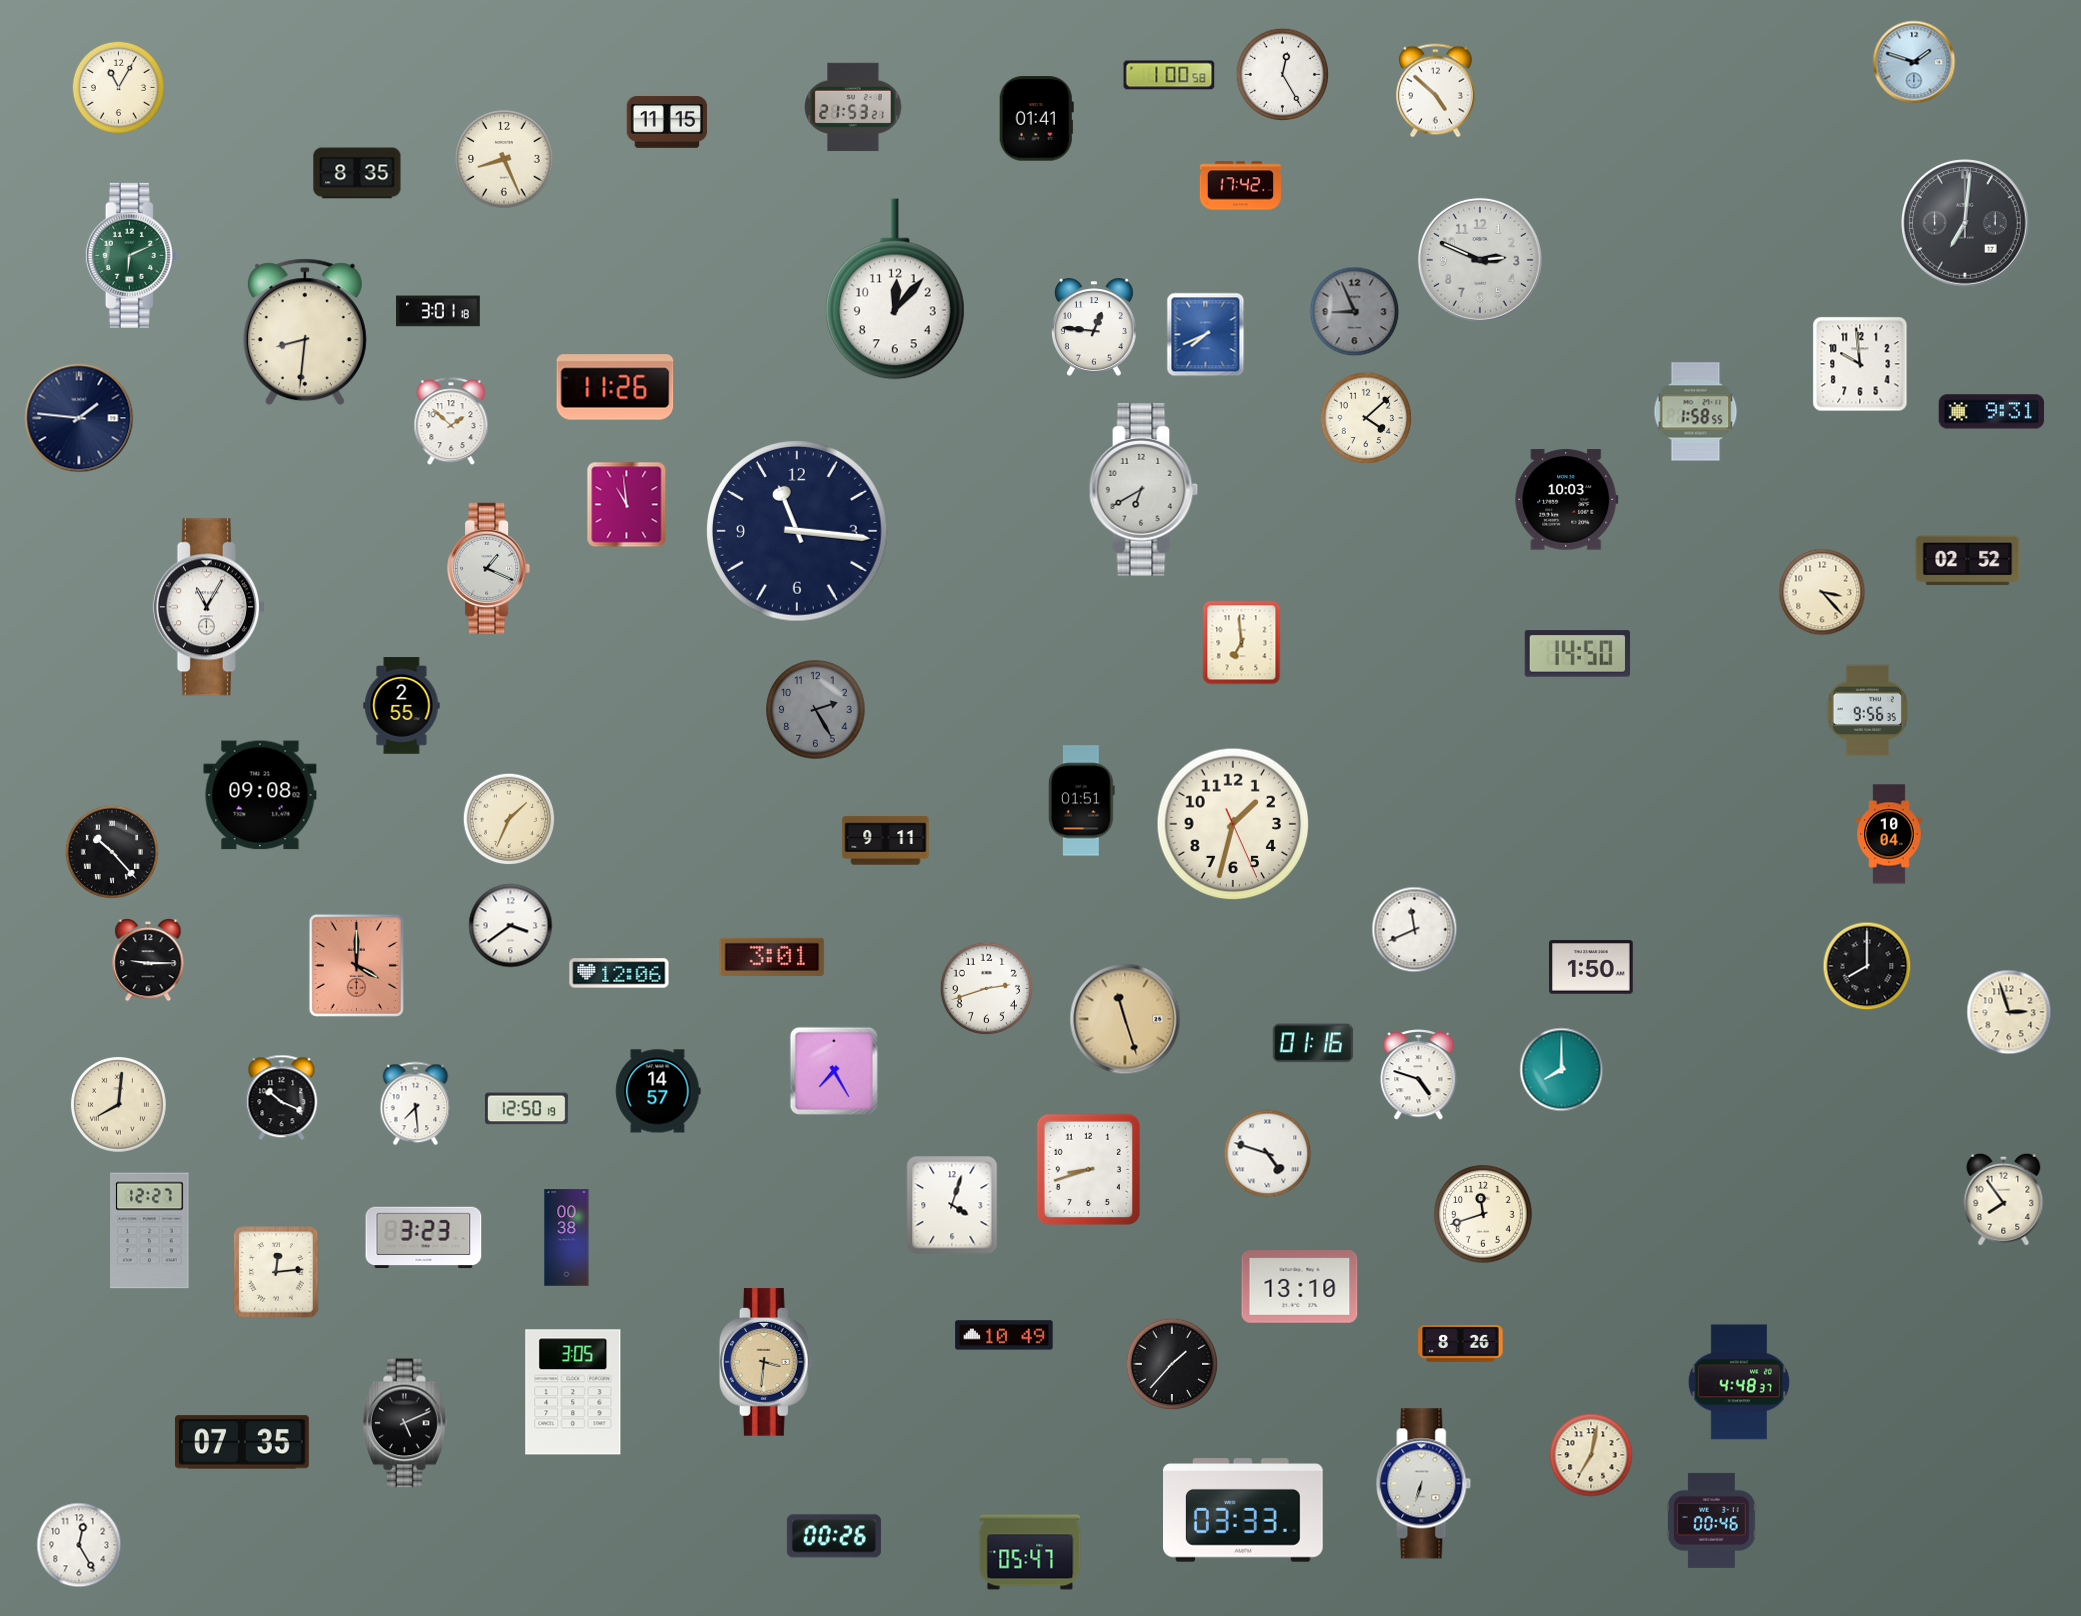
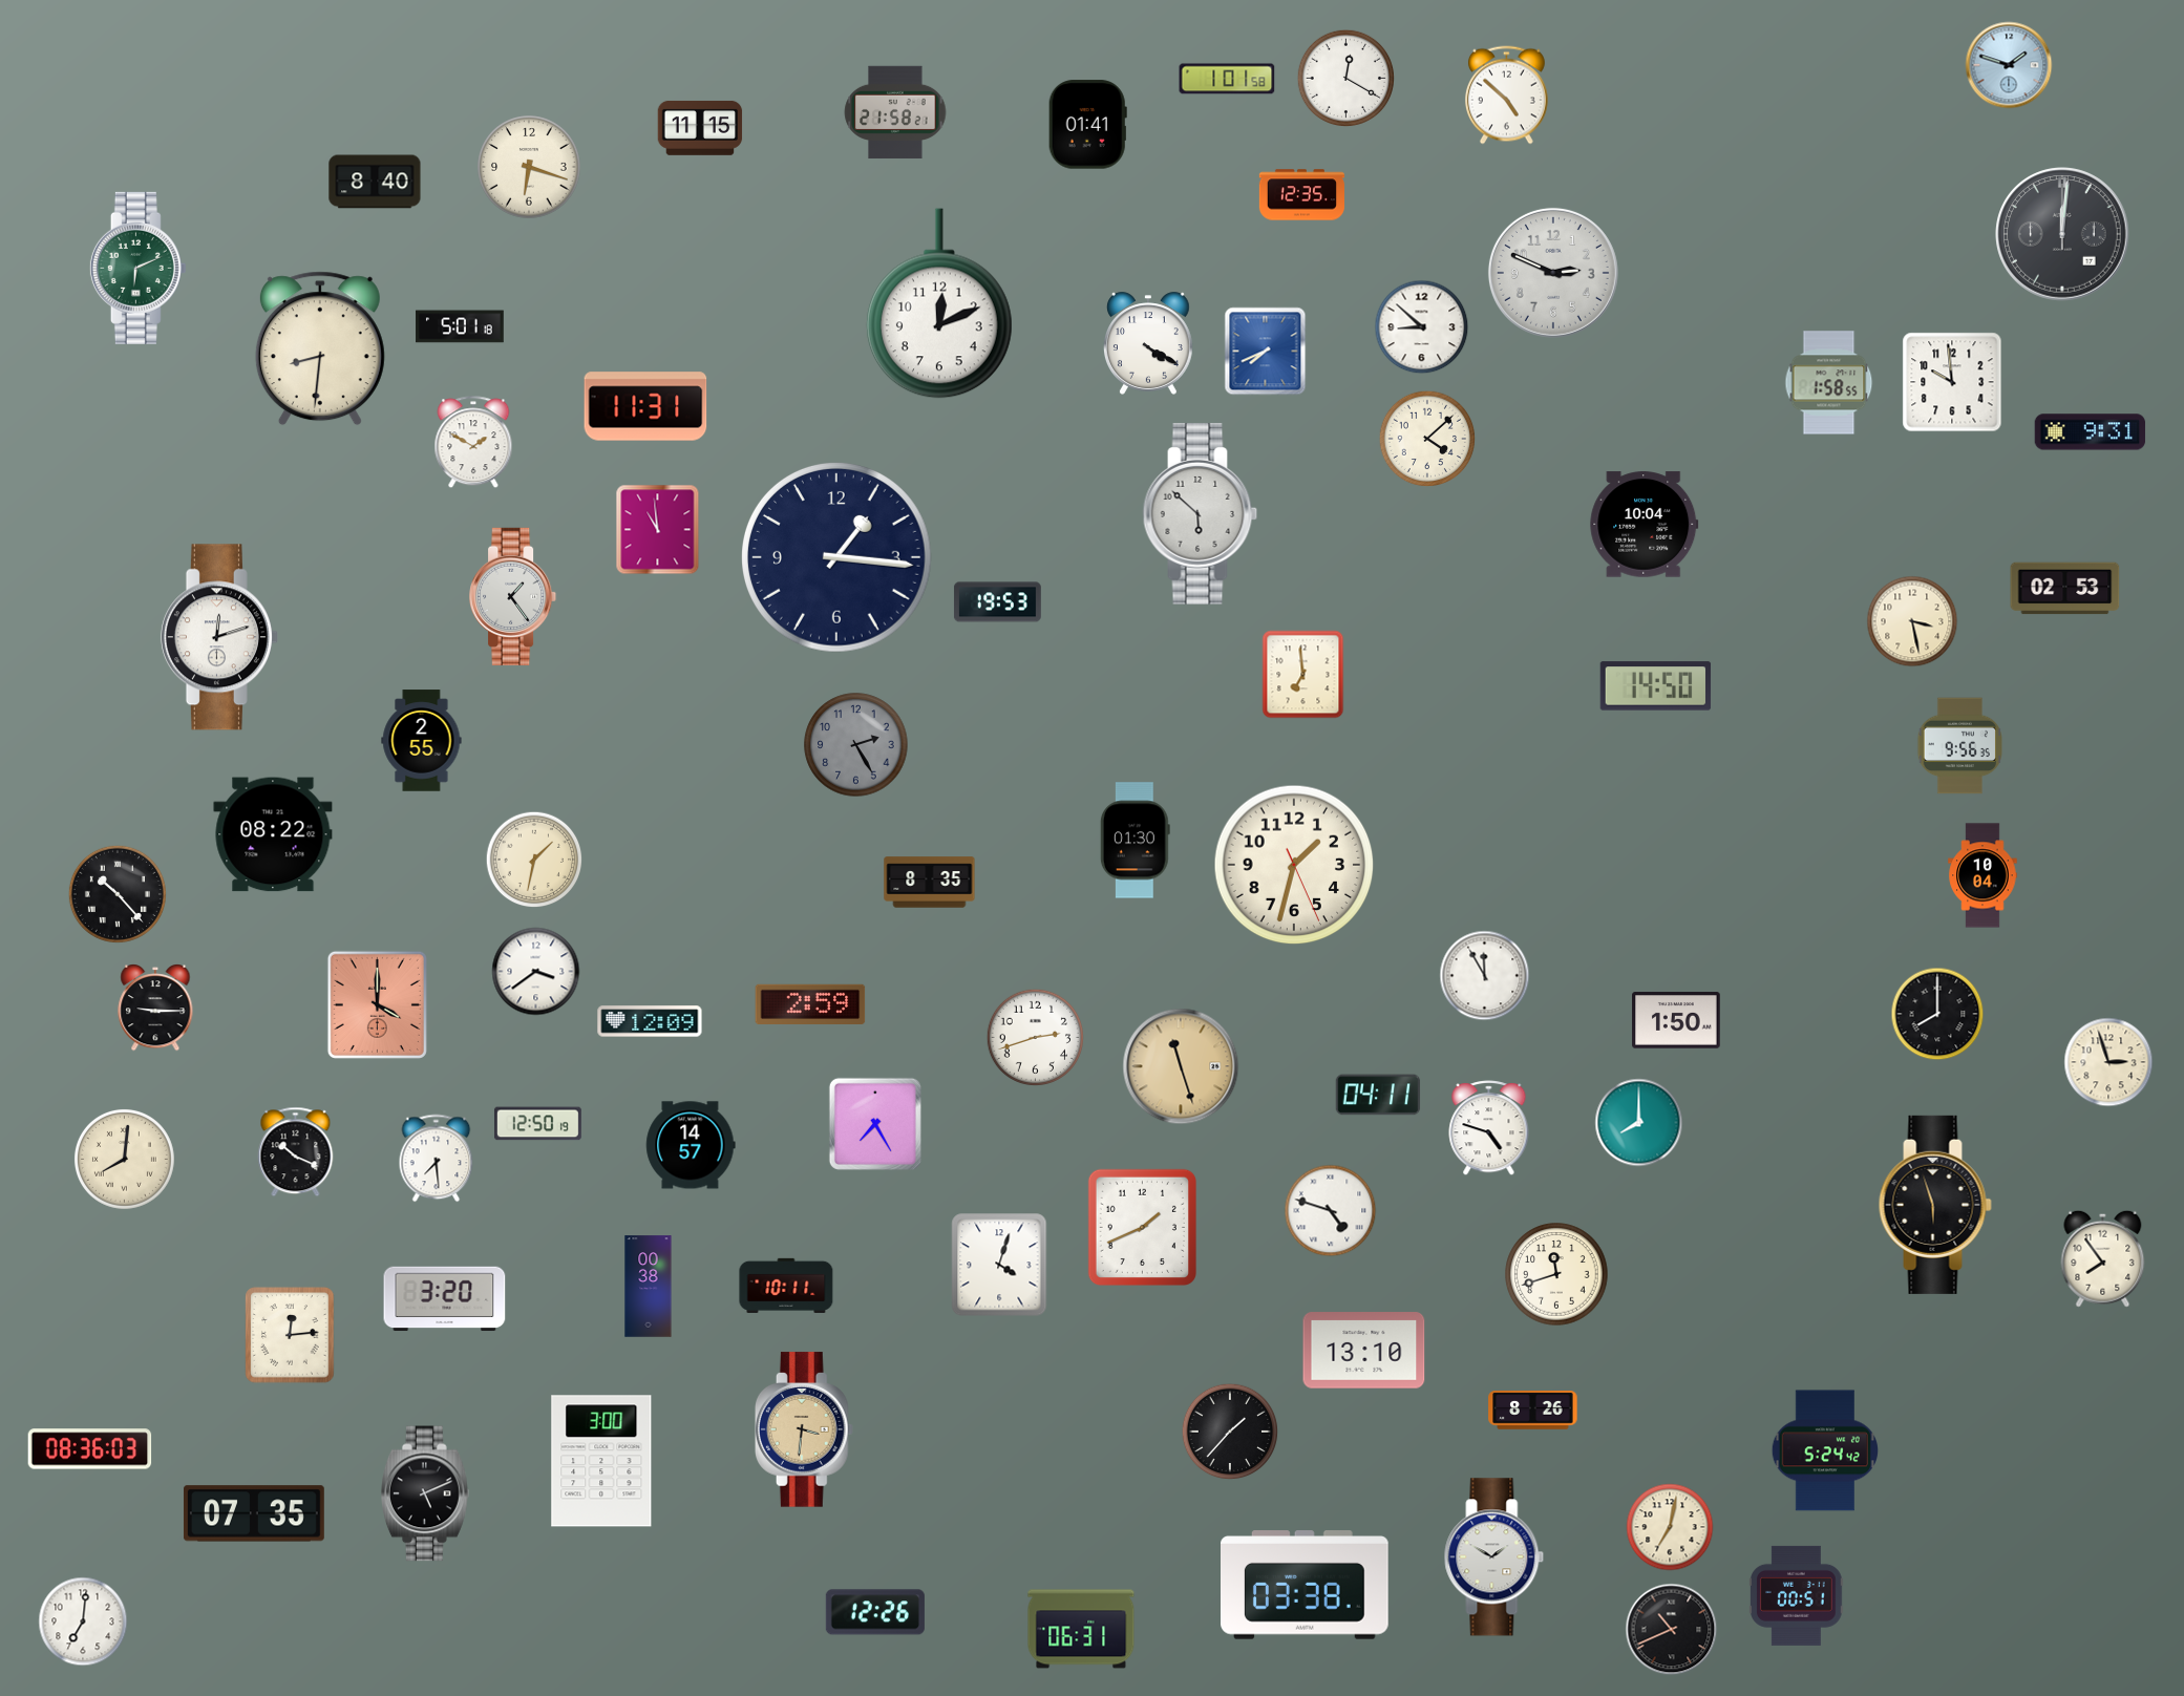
clock at (1282, 74): 12:25 -> 12:20
clock at (1169, 75): 1:00 -> 1:01
clock at (118, 87): 11:05 -> none
clock at (853, 107): 21:53 -> 21:58
clock at (504, 159): 8:26 -> 6:18
clock at (357, 173): 8:35 -> 8:40
clock at (1240, 186): 17:42 -> 12:35
clock at (1965, 223): 7:01 -> 12:01
clock at (895, 289): 12:07 -> 12:11
clock at (438, 311): 3:01 -> 5:01
clock at (1355, 312): 8:56 -> 8:52
clock at (1355, 312) dial: grey -> white
clock at (1094, 327): 12:46 -> 4:20
clock at (615, 387): 11:26 -> 11:31
clock at (1696, 412) position: (1696, 412) -> (1829, 383)
clock at (79, 418): 1:46 -> none
clock at (1366, 418) position: (1366, 418) -> (1427, 439)
clock at (451, 422): 1:52 -> 1:50
clock at (1144, 490): 6:40 -> 5:52
clock at (1567, 500): 10:03 -> 10:04
clock at (798, 532): 11:16 -> 1:16
clock at (1968, 561): 02:52 -> 02:53
clock at (489, 568): 1:19 -> 1:24
clock at (997, 602): none -> 19:53
clock at (1822, 592): 3:23 -> 3:28
clock at (209, 607): 11:05 -> 12:12
clock at (260, 795): 09:08 -> 08:22
clock at (1081, 801): 01:51 -> 01:30
clock at (509, 819): 1:34 -> 1:32
clock at (886, 841): 9:11 -> 8:35
clock at (1415, 930): 11:41 -> 11:55
clock at (772, 956): 3:01 -> 2:59
clock at (356, 965) position: (356, 965) -> (377, 1004)
clock at (1867, 966) position: (1867, 966) -> (1937, 1014)
clock at (1591, 967) position: (1591, 967) -> (1676, 1020)
clock at (619, 973): 12:06 -> 12:09
clock at (1125, 1019) position: (1125, 1019) -> (1181, 1066)
clock at (1313, 1043): 01:16 -> 04:11
clock at (526, 1109) position: (526, 1109) -> (537, 1124)
clock at (1935, 1205): none -> 5:57
clock at (1088, 1169): 8:42 -> 1:41
clock at (786, 1286): none -> 10:11
clock at (150, 1231): 12:27 -> none
clock at (424, 1238): 3:23 -> 3:20
clock at (567, 1238) position: (567, 1238) -> (649, 1287)
clock at (1004, 1335): 10:49 -> none
clock at (90, 1449): none -> 08:36
clock at (1738, 1382): 4:48 -> 5:24
clock at (573, 1392): 3:05 -> 3:00
clock at (1424, 1484): 6:33 -> 1:50
clock at (1244, 1510): 03:33 -> 03:38
clock at (1712, 1520): 00:46 -> 00:51
clock at (834, 1536): 00:26 -> 12:26
clock at (79, 1545): 12:25 -> 7:01
clock at (1030, 1552): 05:47 -> 06:31
clock at (1672, 1630): none -> 10:41
